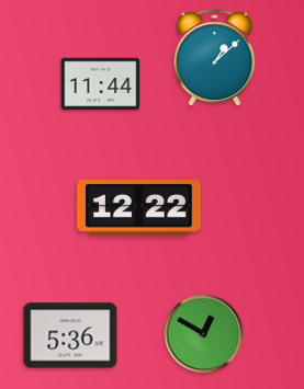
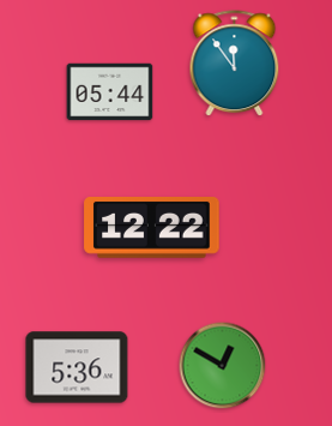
clock at (215, 58): 1:08 -> 11:54
clock at (101, 84): 11:44 -> 05:44
